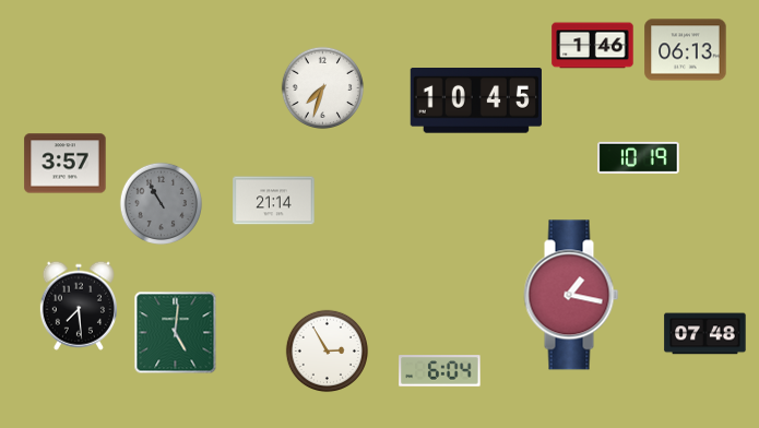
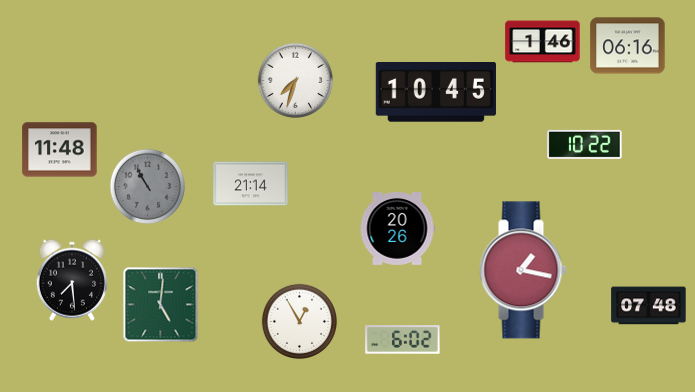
clock at (686, 50): 06:13 -> 06:16
clock at (639, 157): 10:19 -> 10:22
clock at (66, 164): 3:57 -> 11:48
clock at (397, 229): none -> 20:26
clock at (705, 334) position: (705, 334) -> (649, 306)
clock at (328, 352): 2:55 -> 12:55
clock at (440, 371): 6:04 -> 6:02
